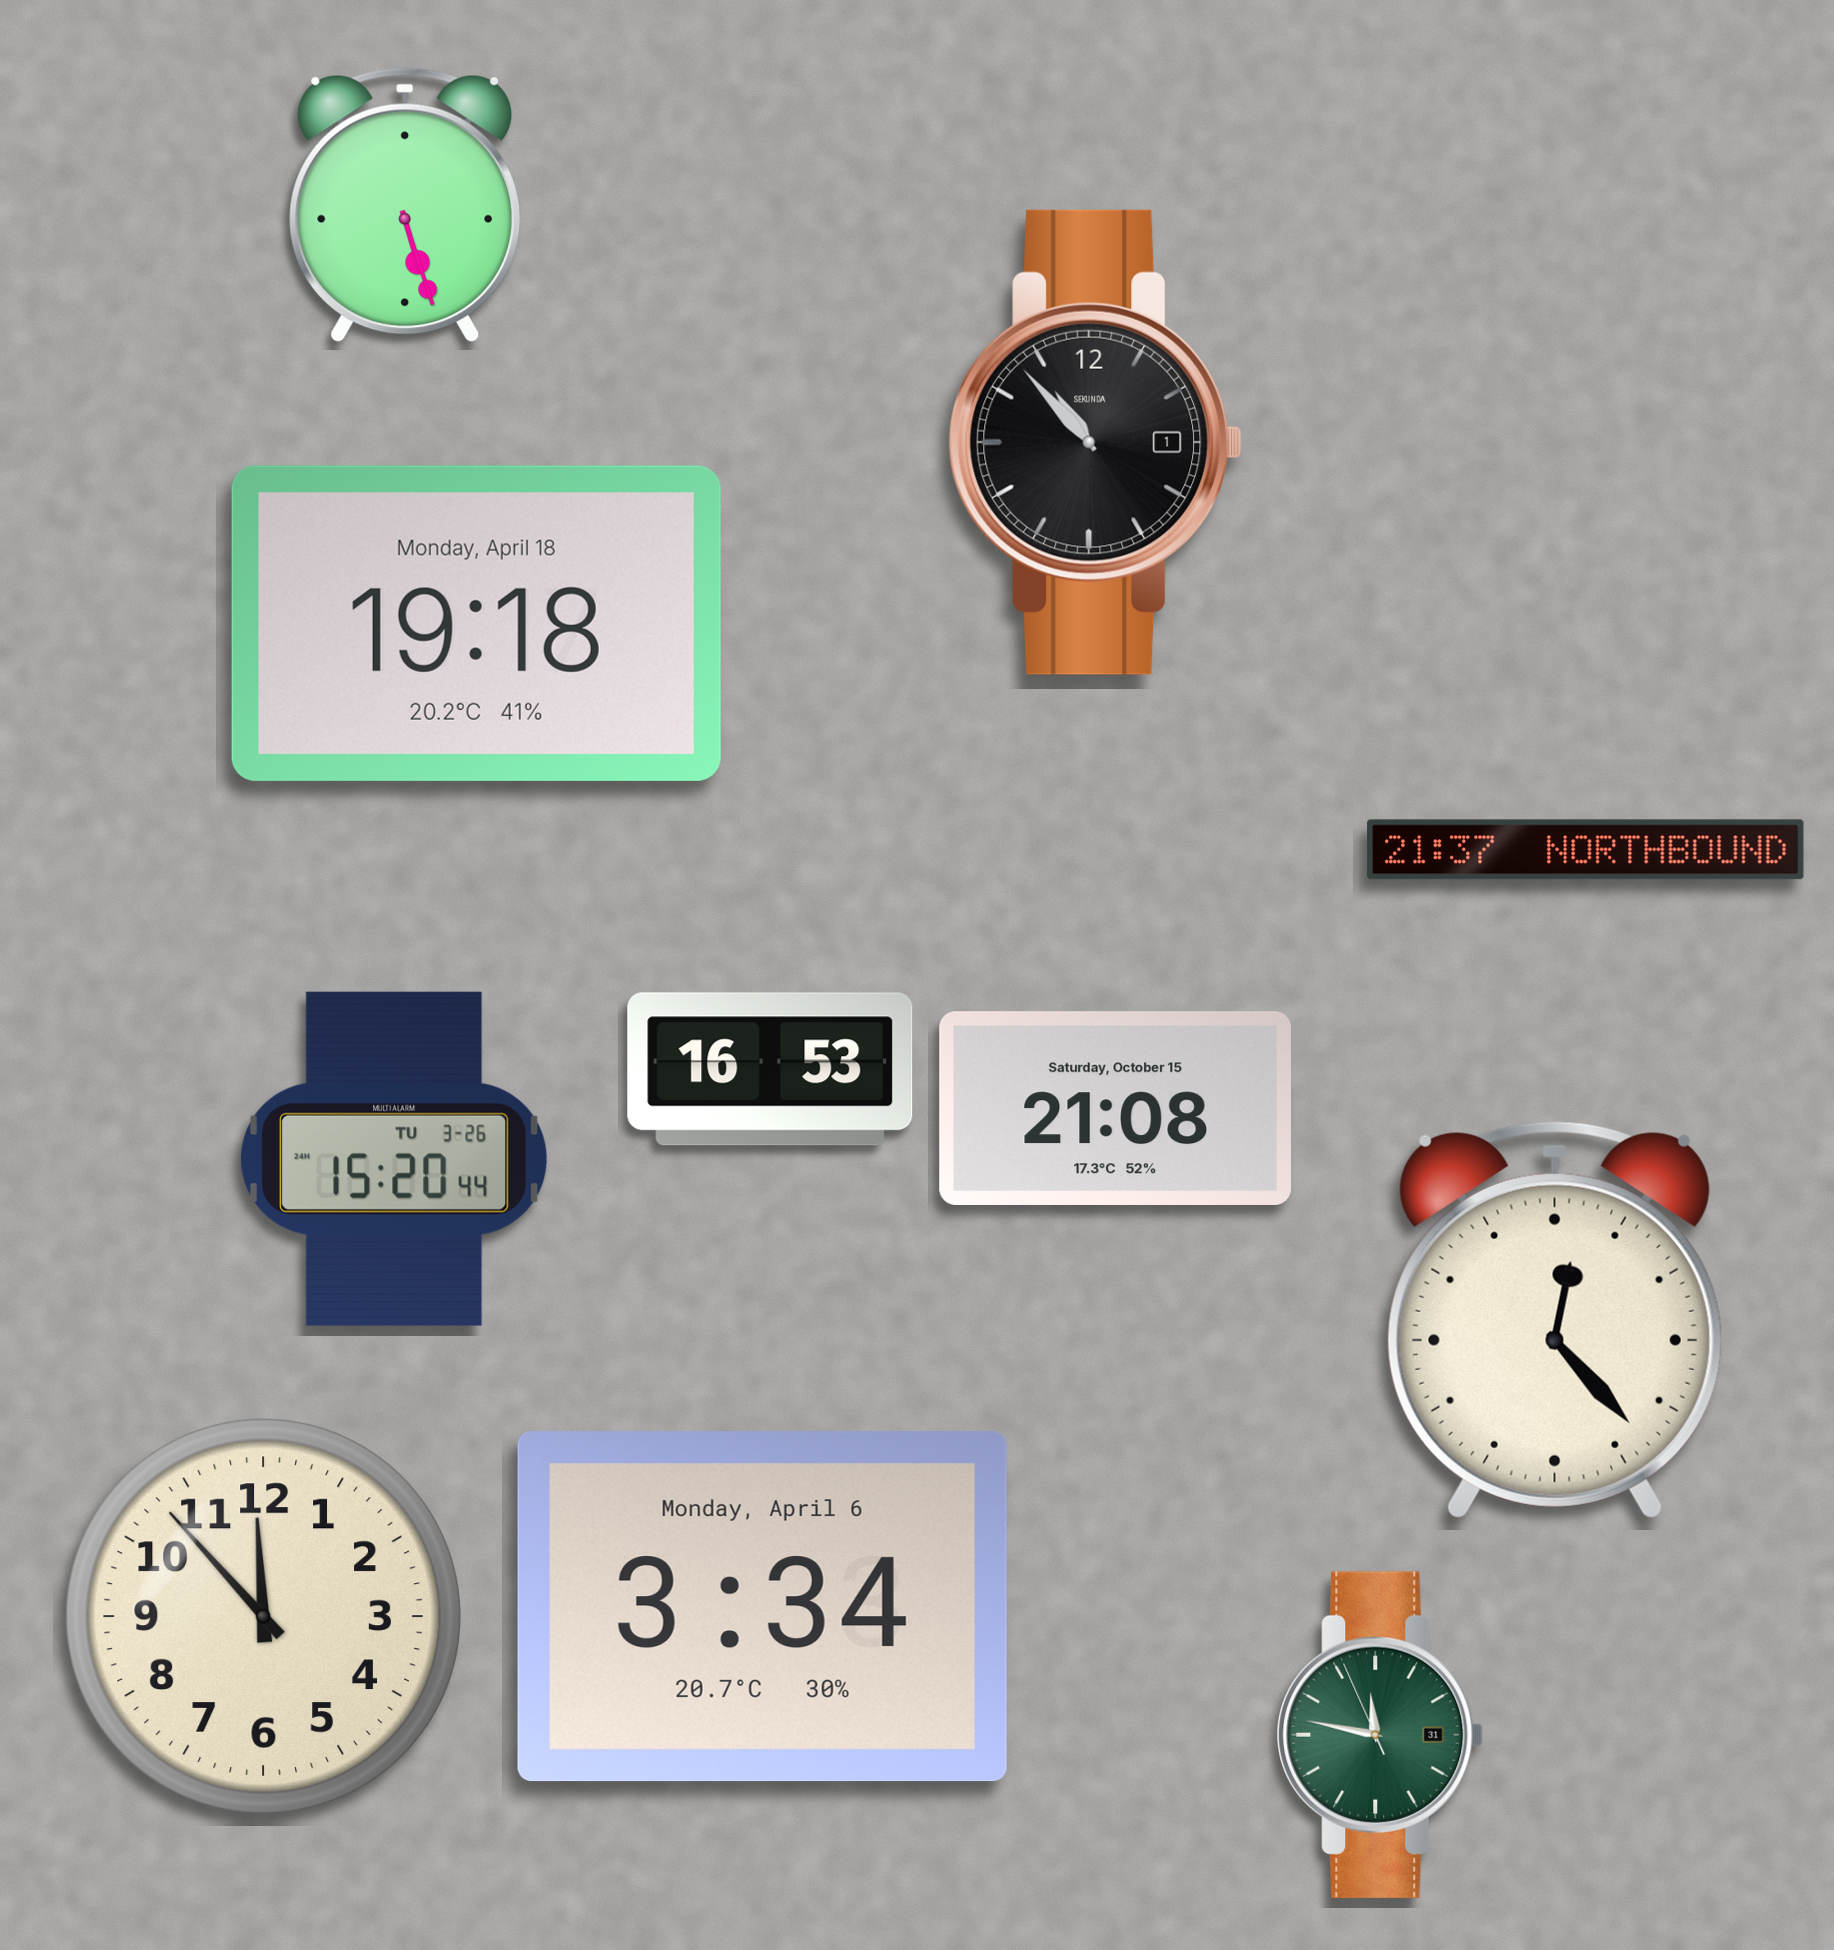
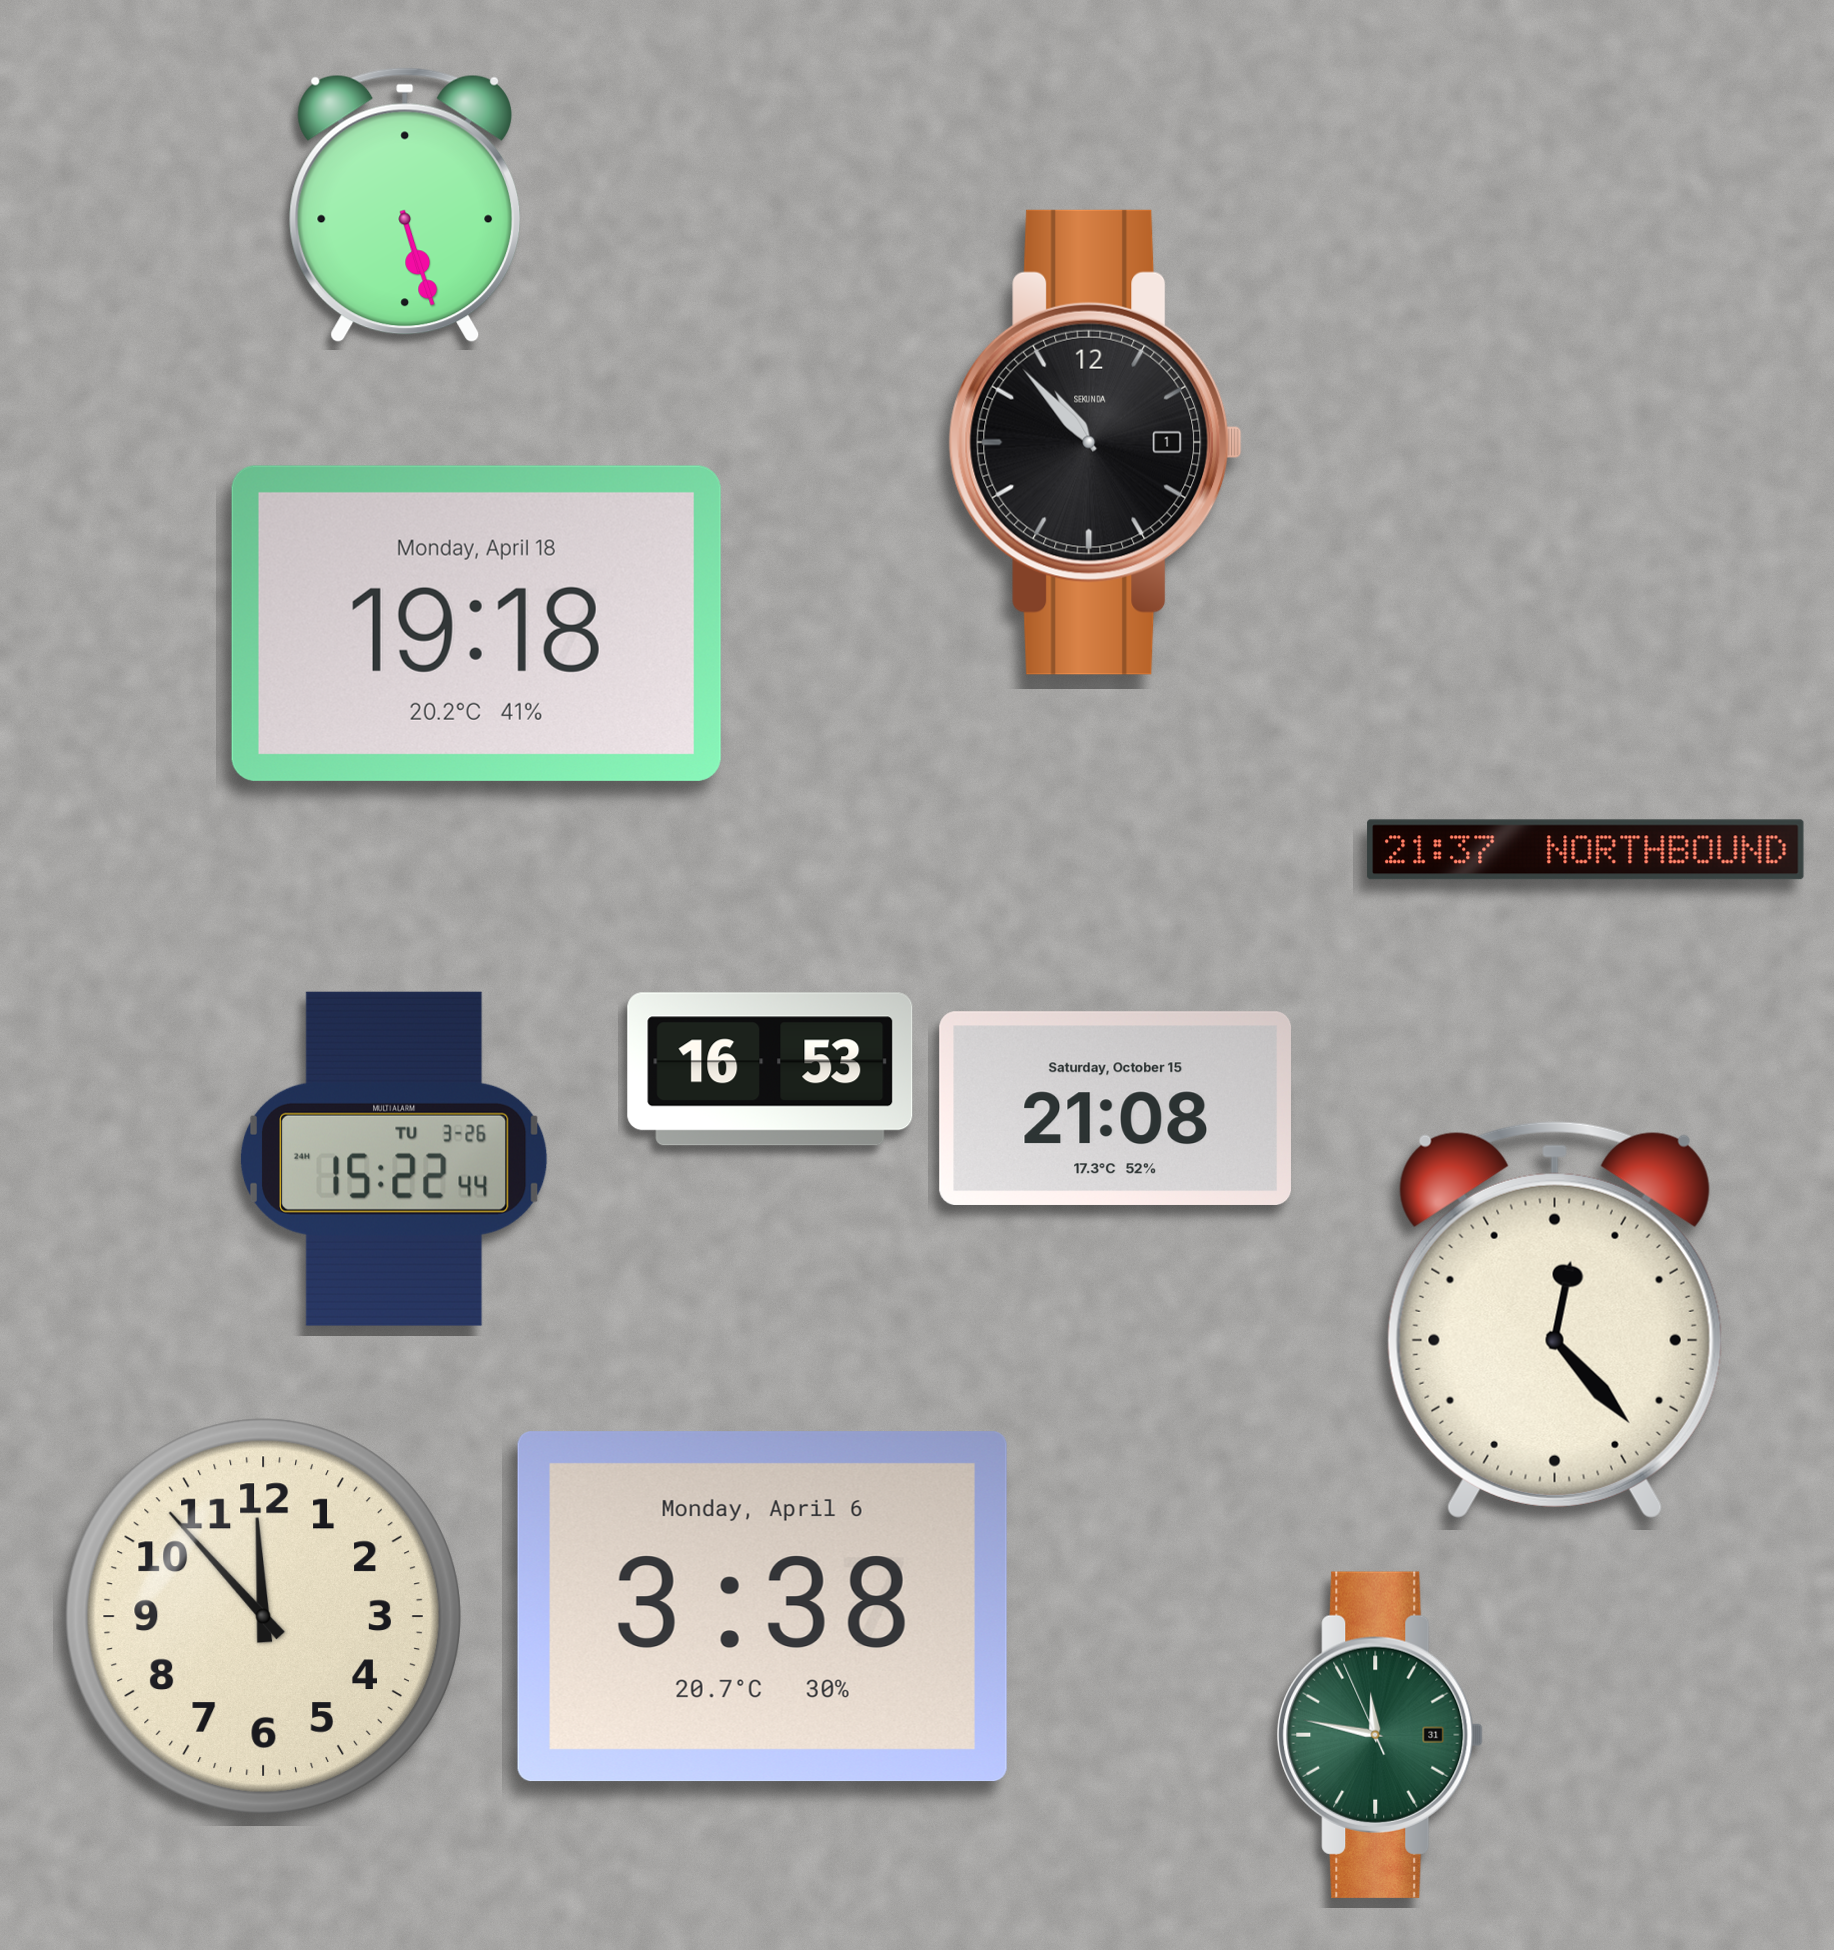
clock at (394, 1159): 15:20 -> 15:22
clock at (762, 1607): 3:34 -> 3:38
